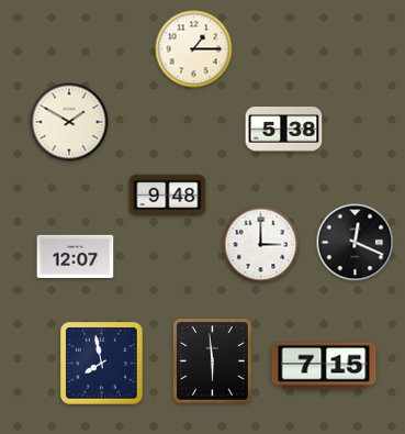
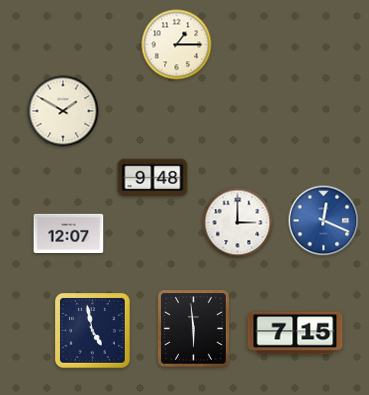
clock at (284, 130): 5:38 -> none
clock at (356, 243) dial: black -> blue
clock at (102, 364): 7:58 -> 4:58
